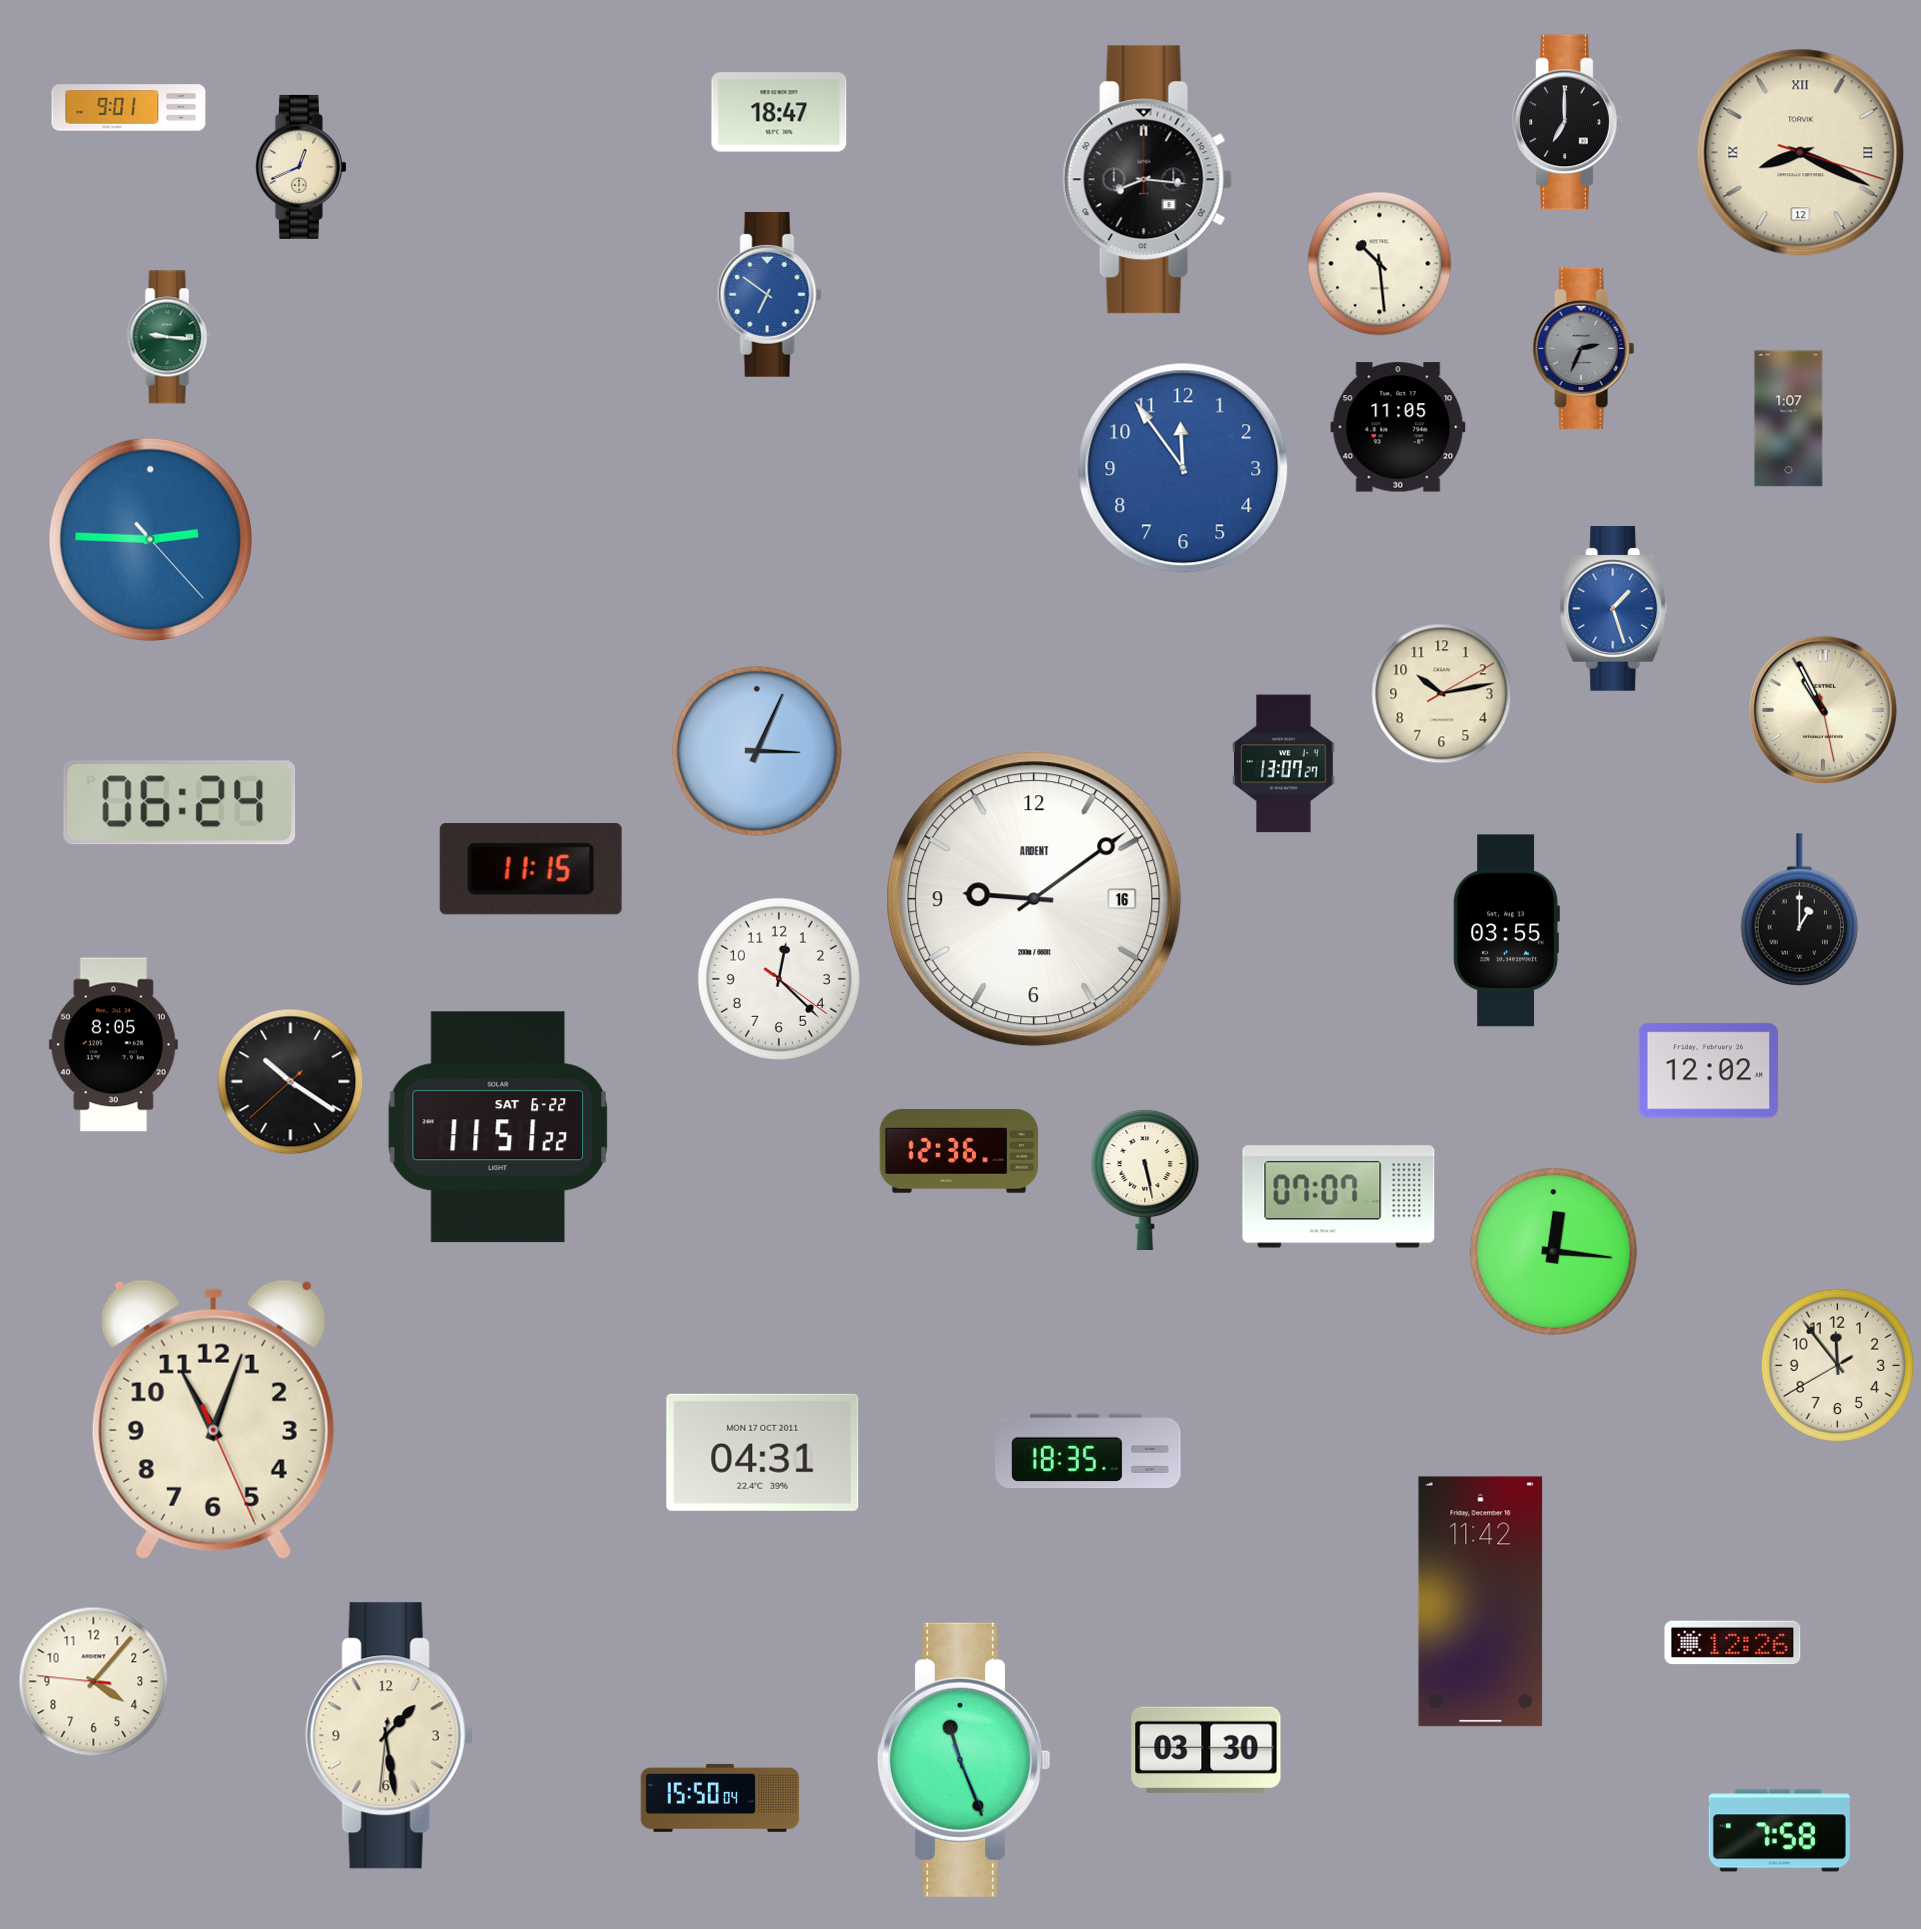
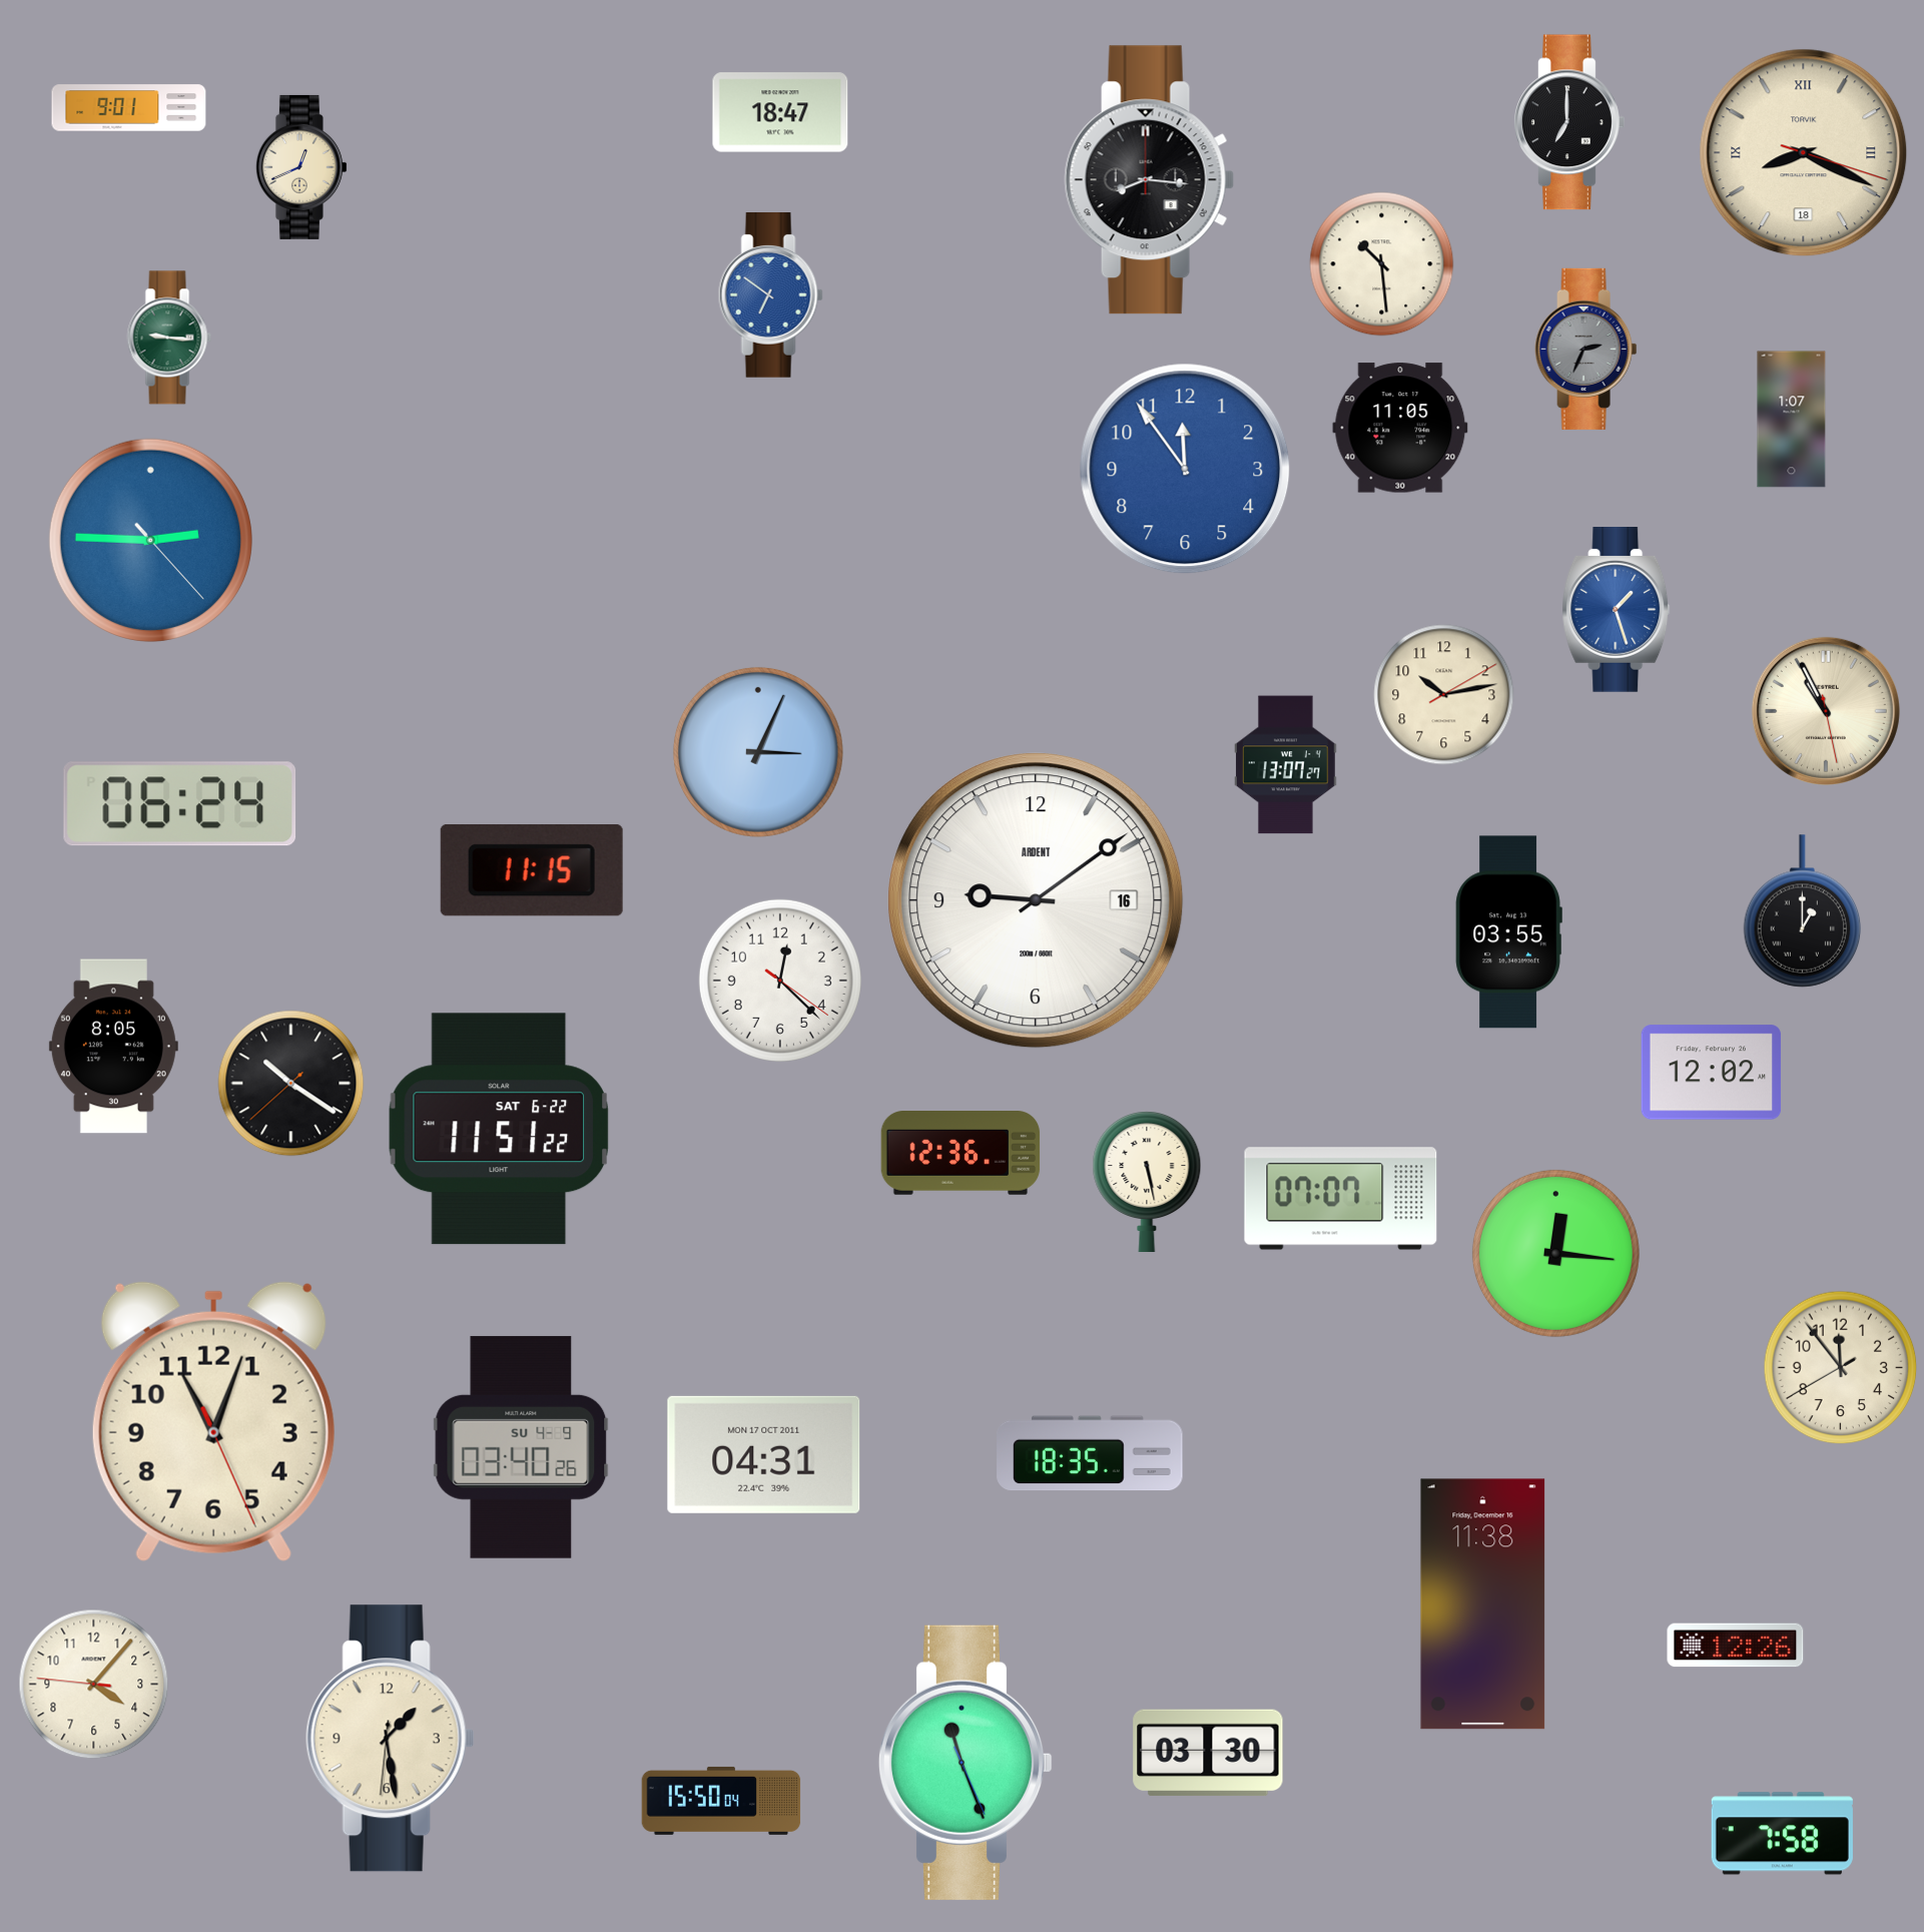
clock at (1801, 153) date: 12 -> 18
clock at (521, 1447): none -> 03:40
clock at (1481, 1602): 11:42 -> 11:38
